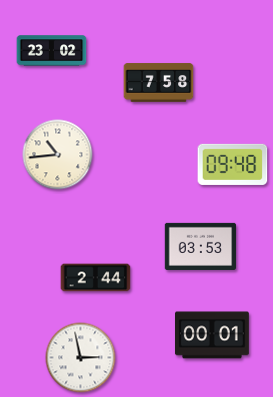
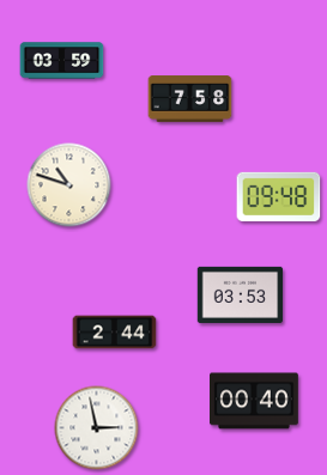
clock at (52, 51): 23:02 -> 03:59
clock at (58, 155): 10:44 -> 10:48
clock at (213, 335): 00:01 -> 00:40
